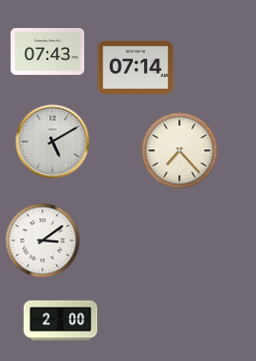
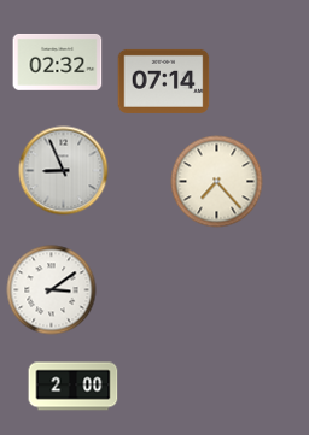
clock at (48, 51): 07:43 -> 02:32
clock at (53, 142): 5:10 -> 8:56
